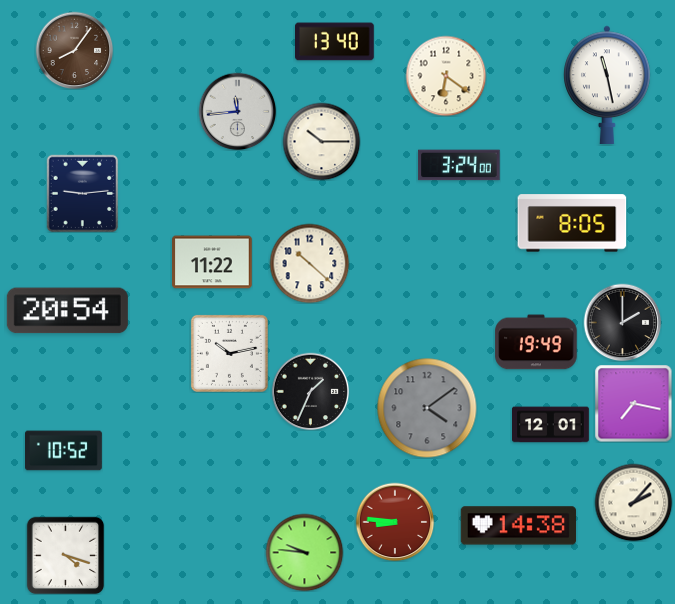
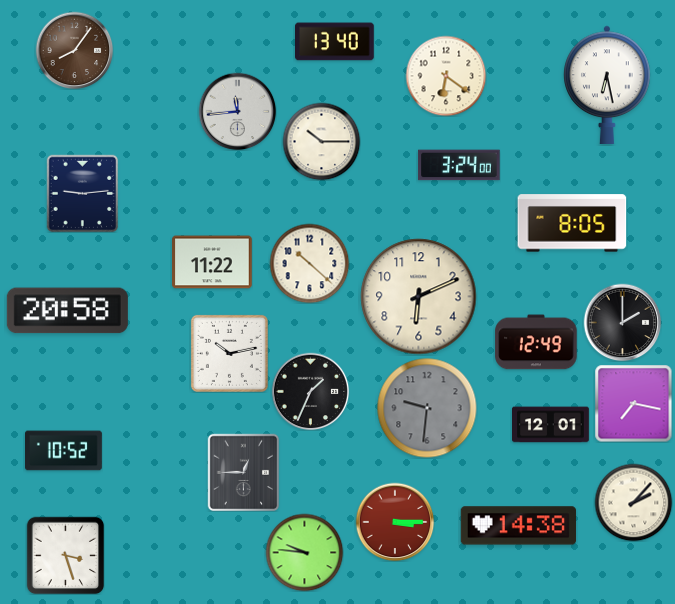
clock at (607, 85): 11:28 -> 6:28
clock at (419, 297): none -> 6:11
clock at (67, 311): 20:54 -> 20:58
clock at (536, 342): 19:49 -> 12:49
clock at (427, 408): 4:09 -> 9:31
clock at (244, 472): none -> 12:45
clock at (395, 522): 8:46 -> 3:15
clock at (65, 555): 4:18 -> 3:27
